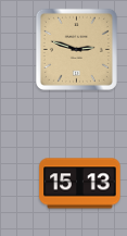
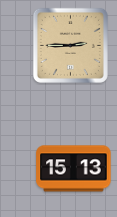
clock at (76, 49): 2:48 -> 2:45
